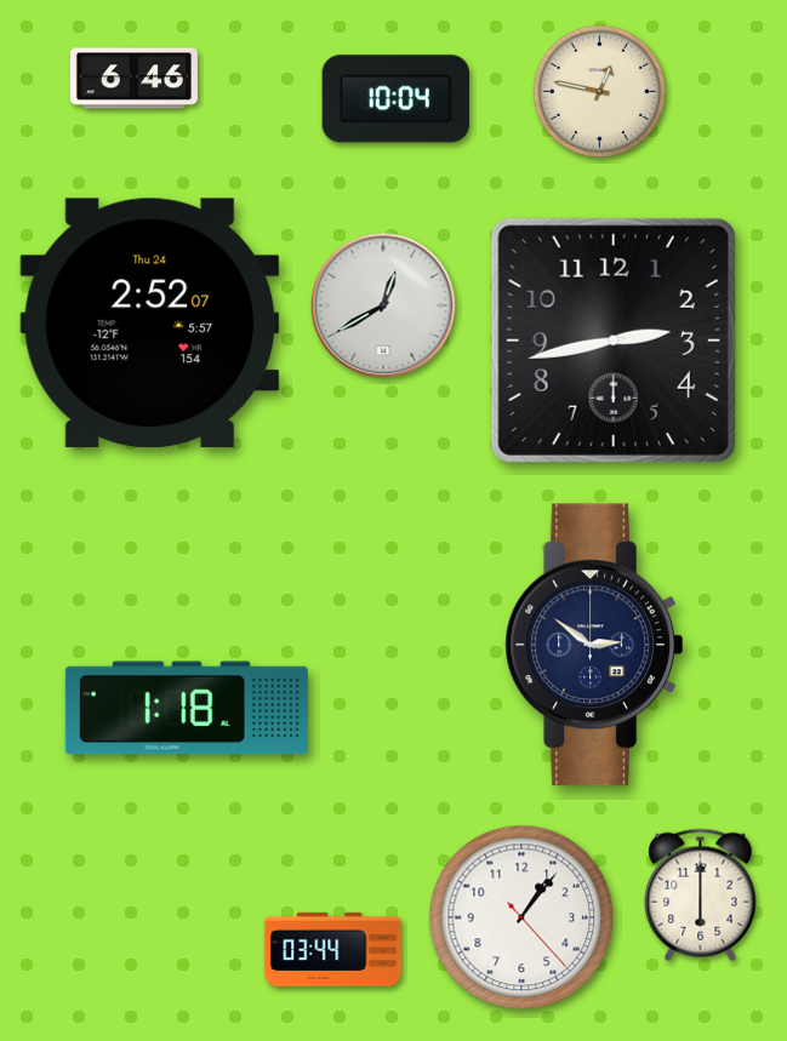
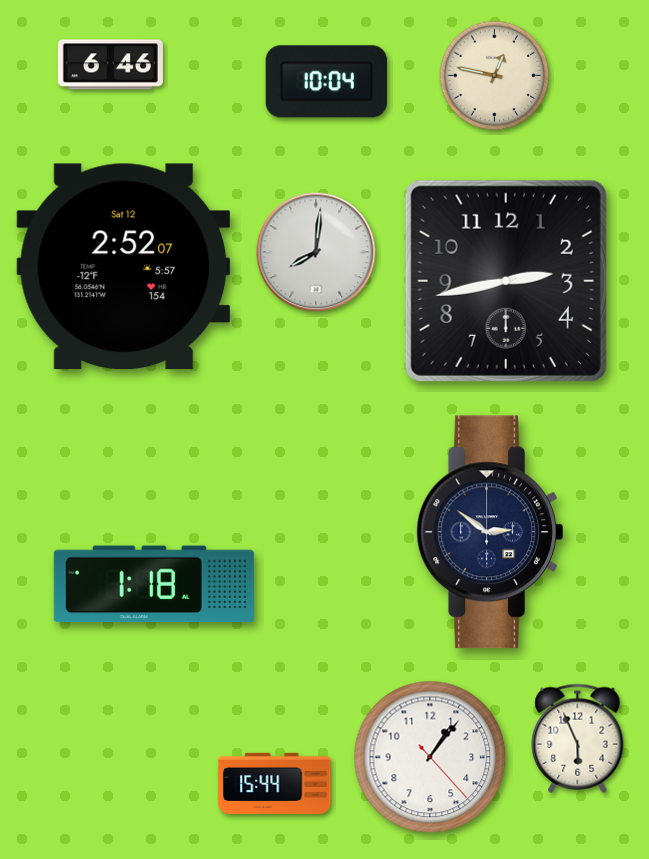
clock at (383, 305): 12:40 -> 8:01
clock at (150, 324) date: Thu 24 -> Sat 12
clock at (701, 894): 6:00 -> 5:56
clock at (333, 949): 03:44 -> 15:44
